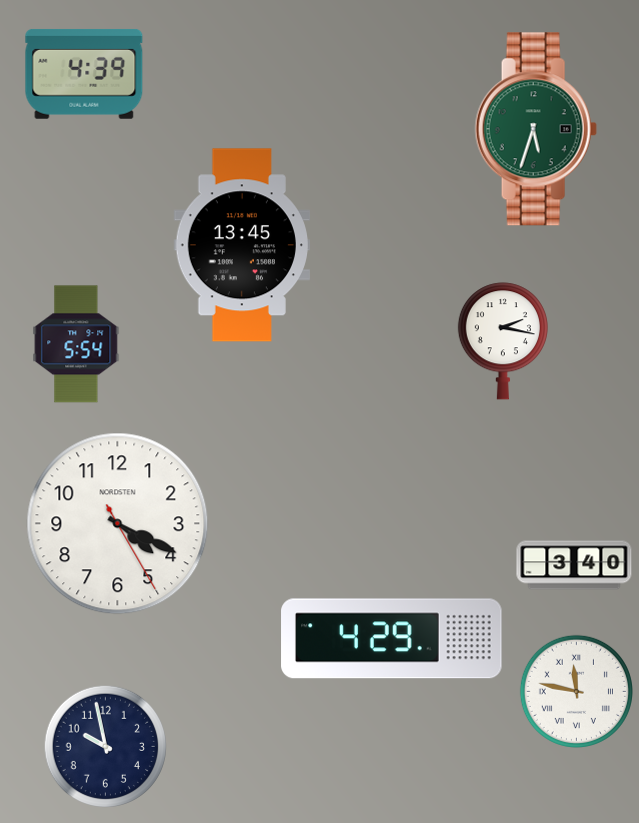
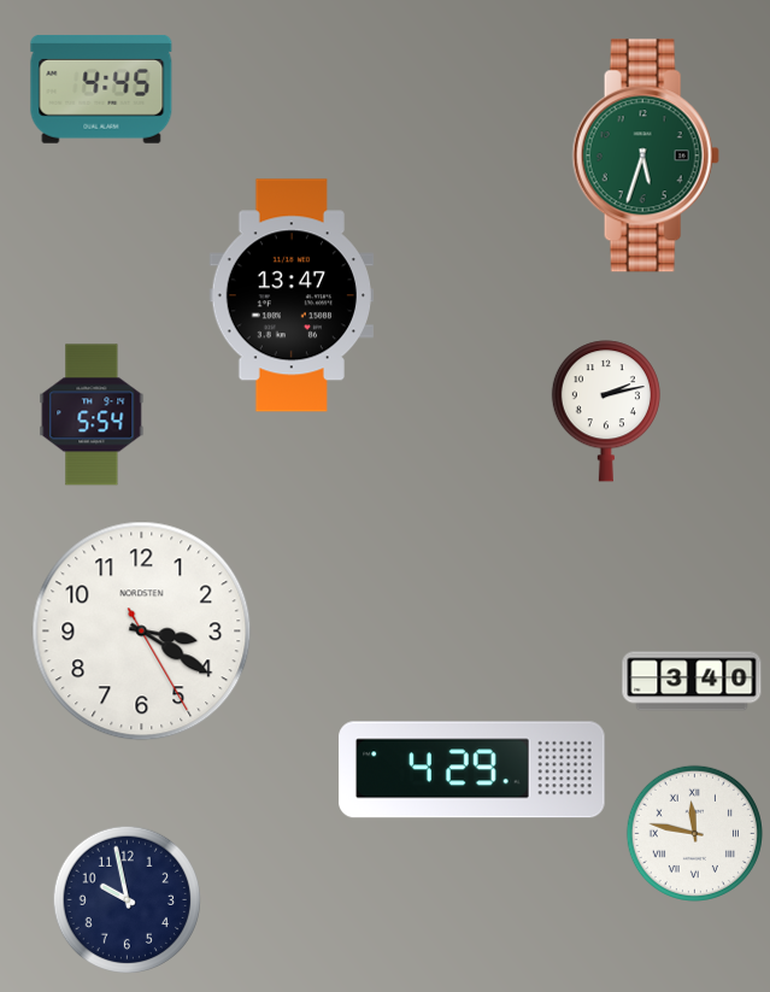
clock at (84, 74): 4:39 -> 4:45
clock at (241, 245): 13:45 -> 13:47
clock at (503, 341): 2:17 -> 2:13
clock at (118, 524): 4:19 -> 3:20
